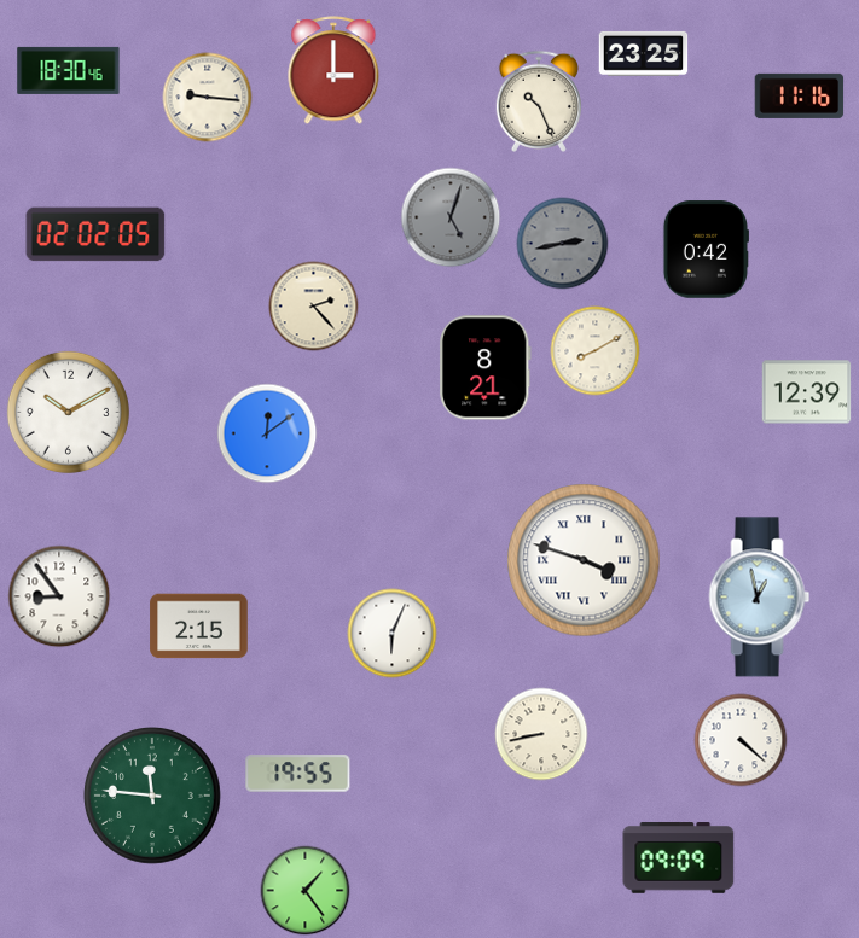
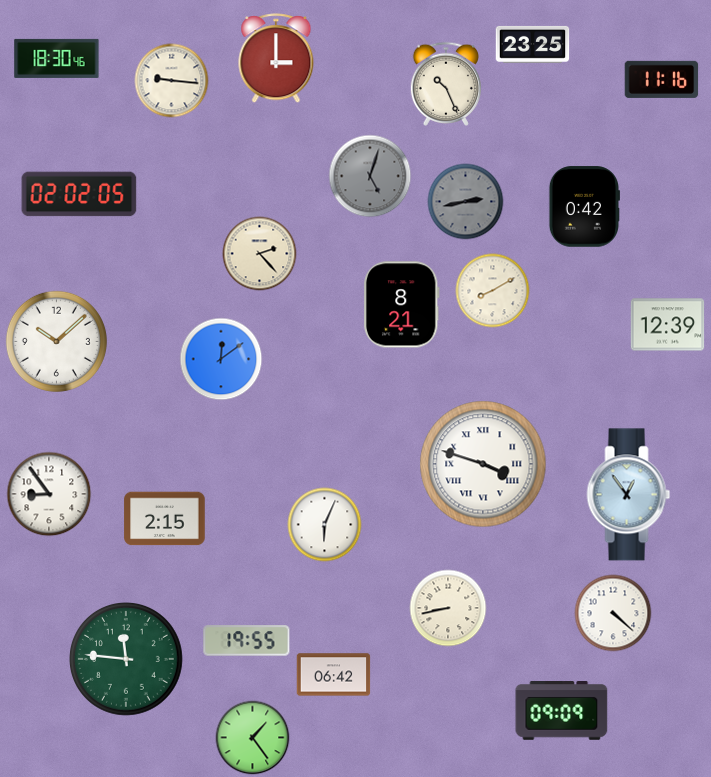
clock at (451, 217) position: (451, 217) -> (370, 176)
clock at (68, 412): 10:10 -> 10:08
clock at (760, 598): 12:58 -> 12:54
clock at (334, 675): none -> 06:42
